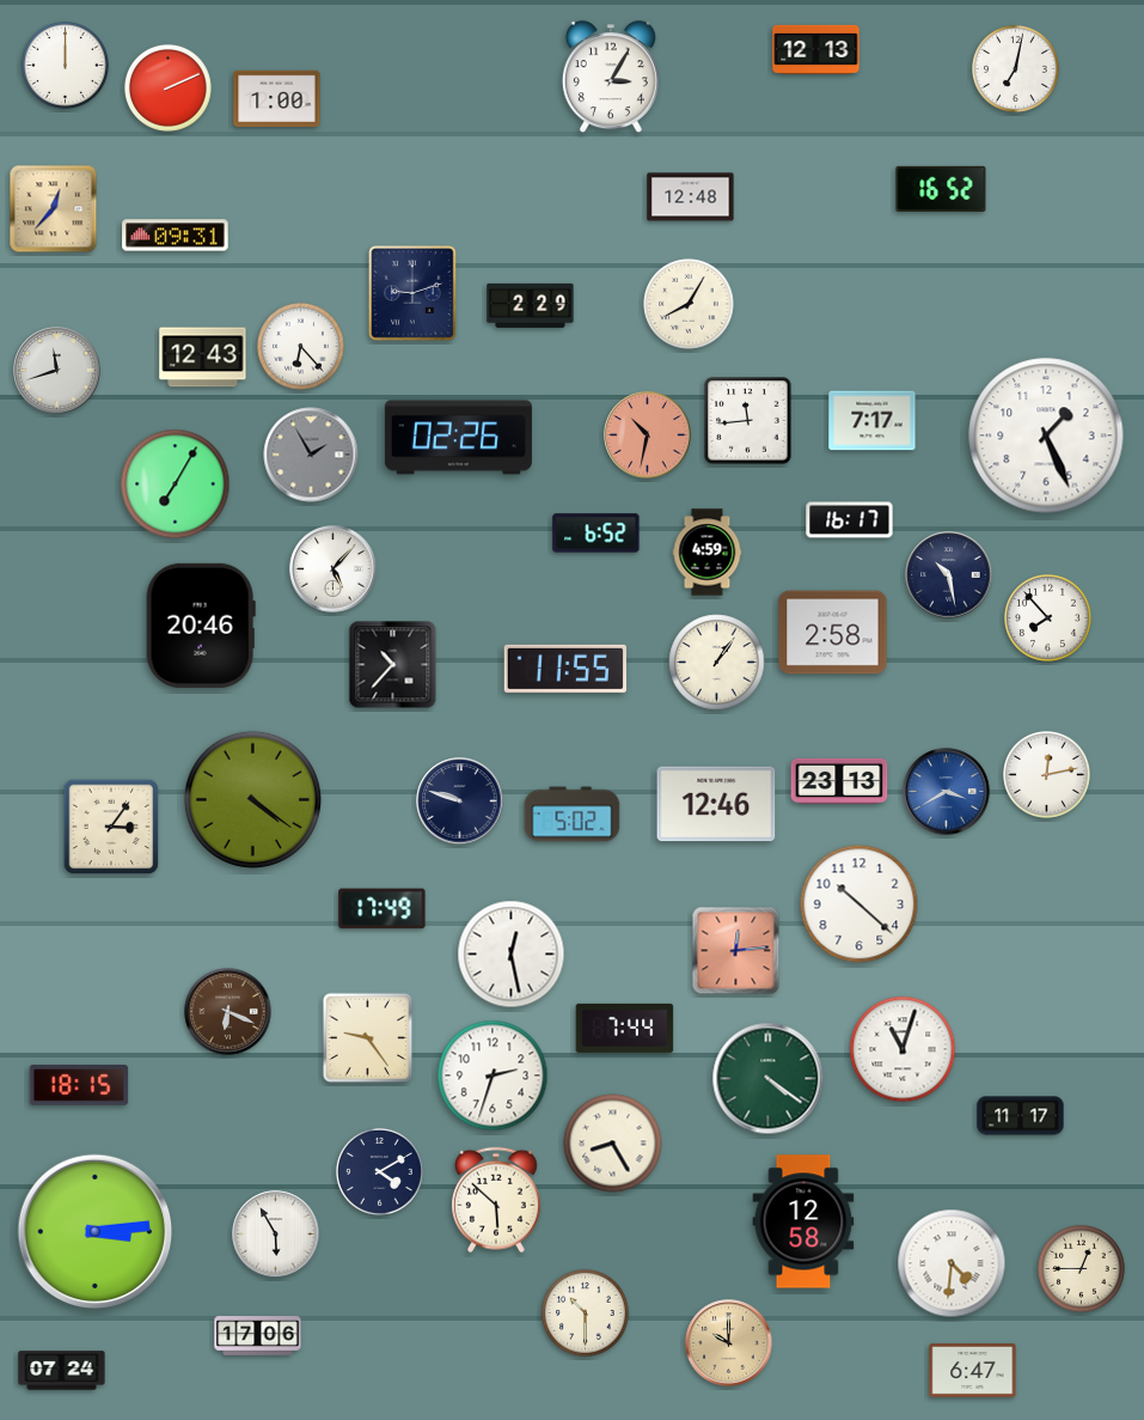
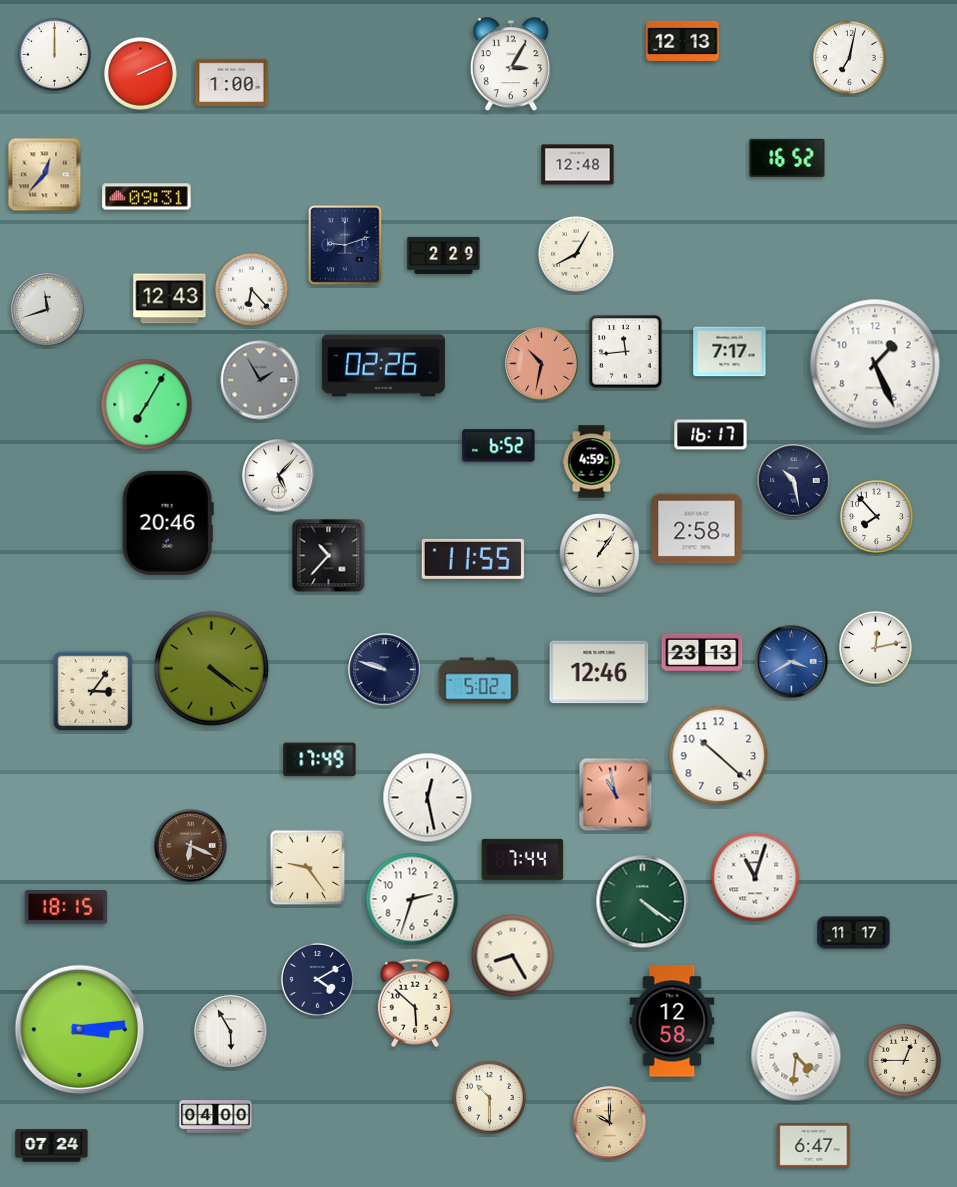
clock at (736, 951): 12:14 -> 10:58
clock at (258, 1336): 17:06 -> 04:00
